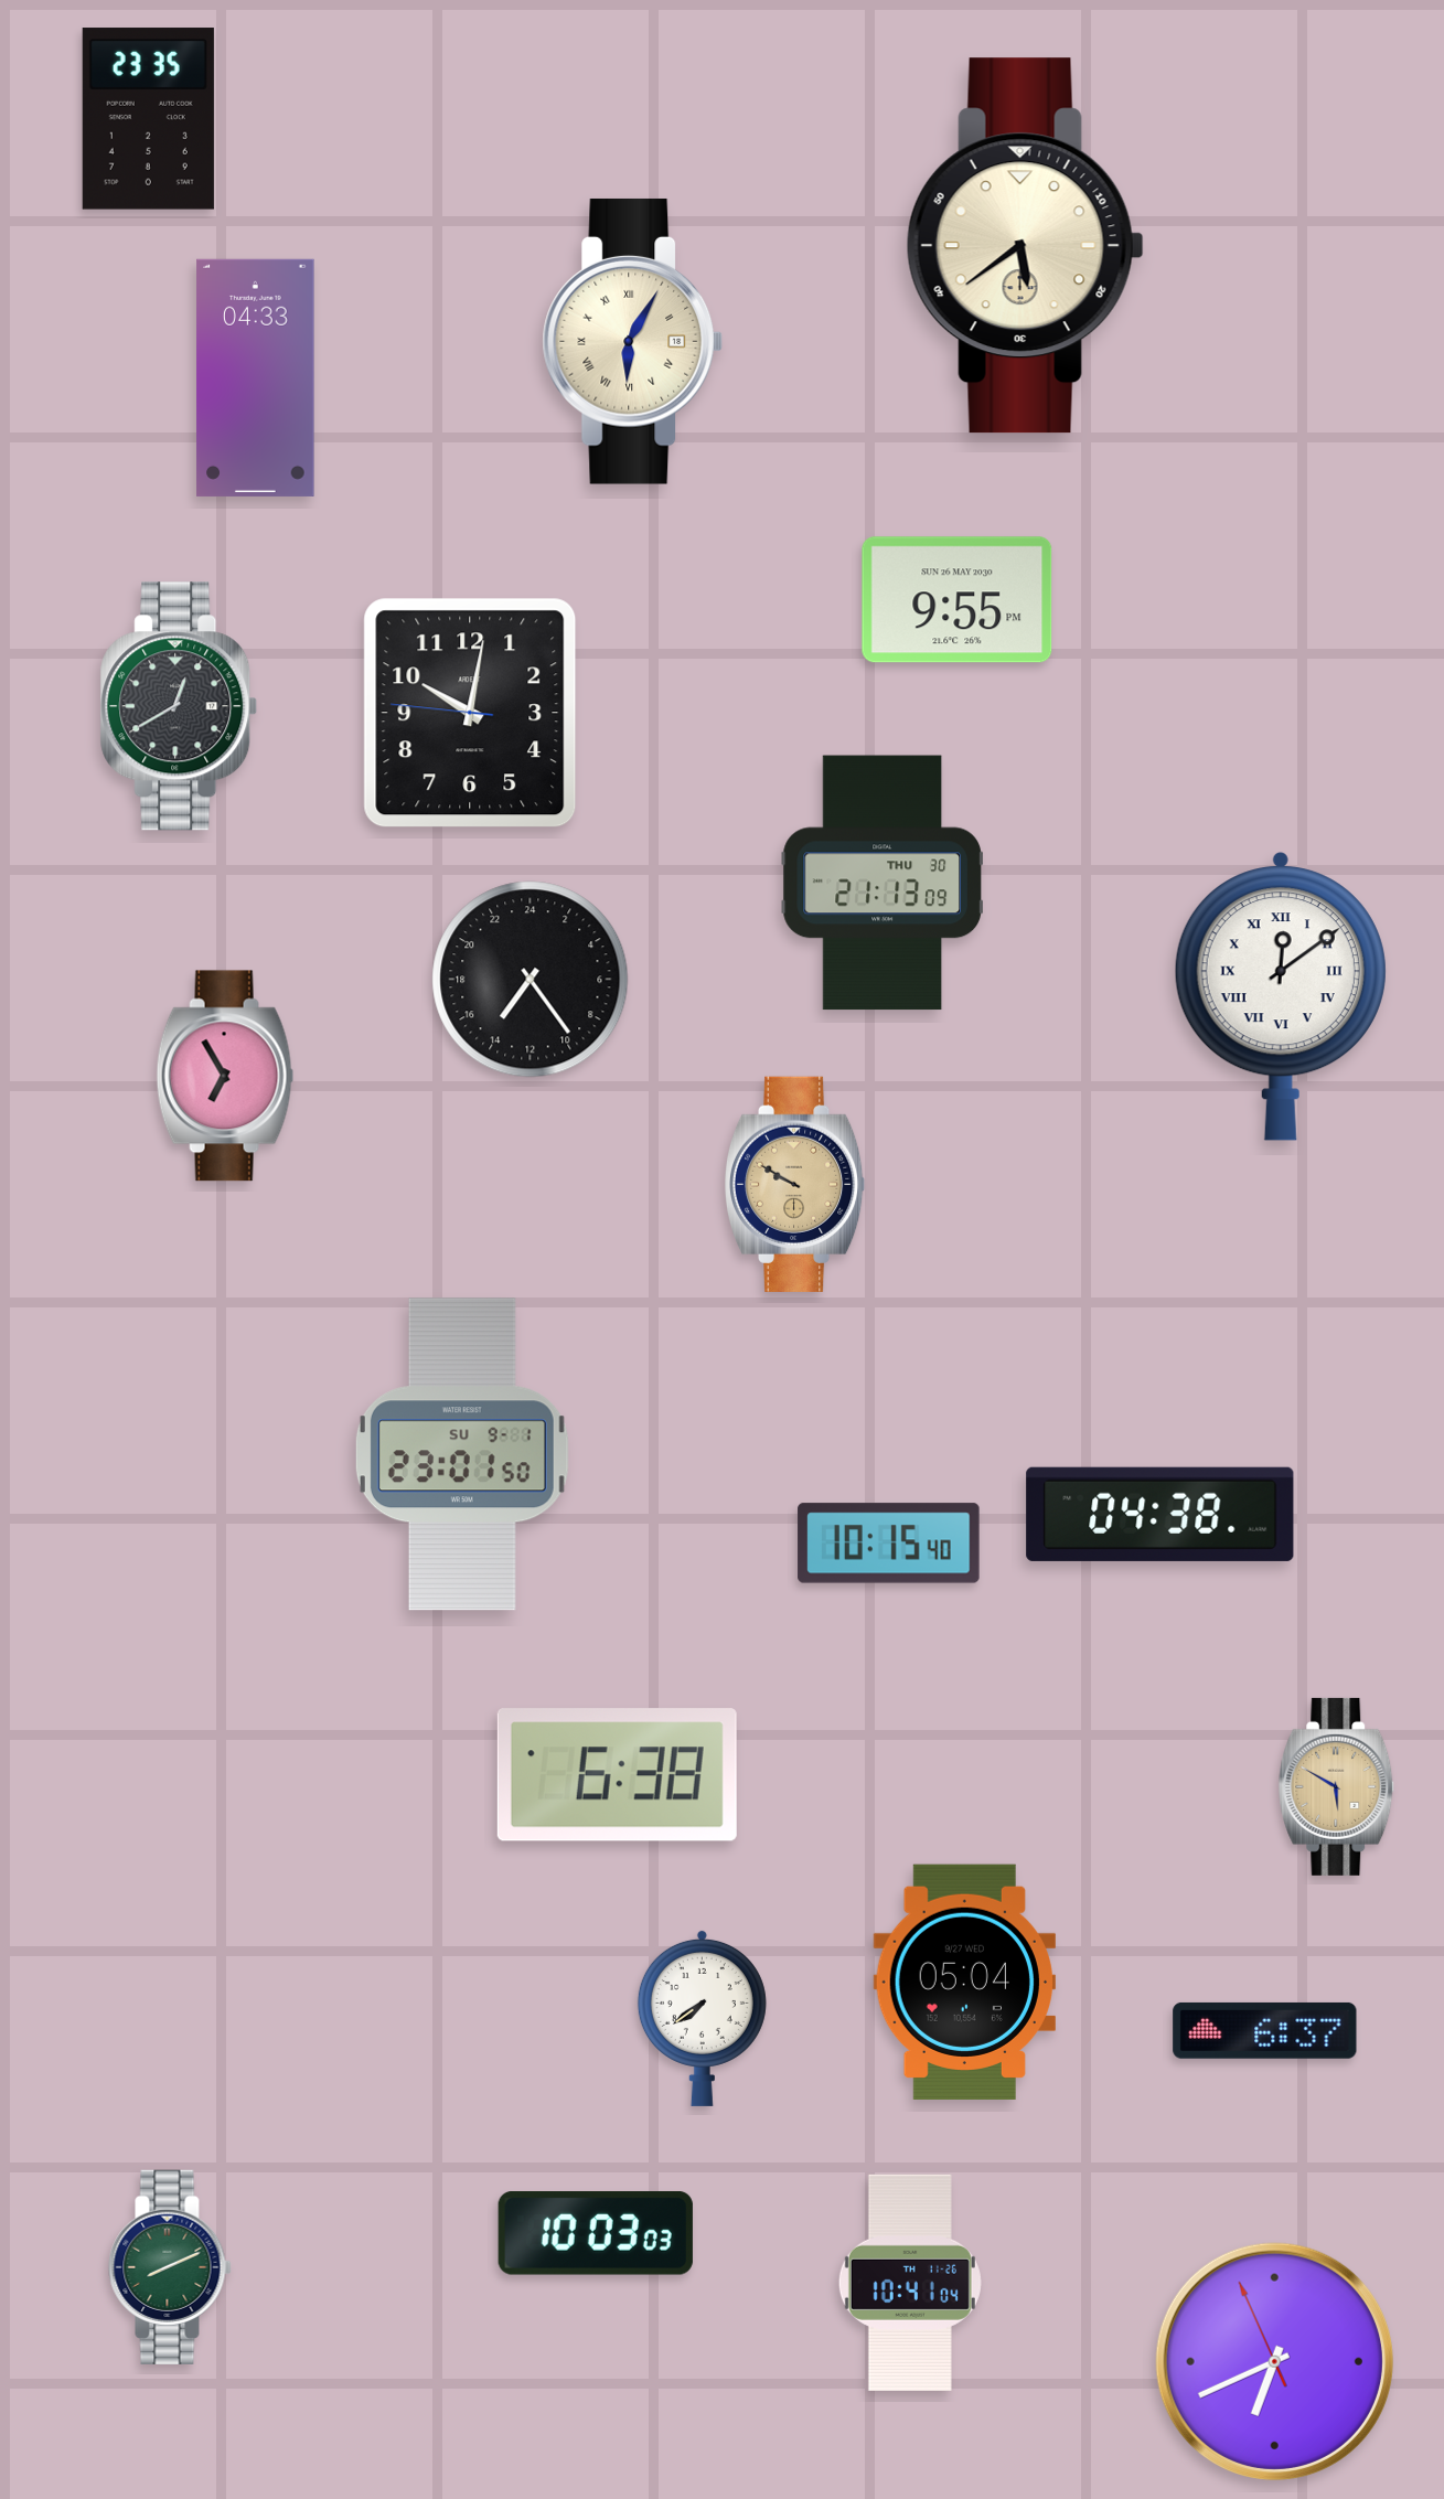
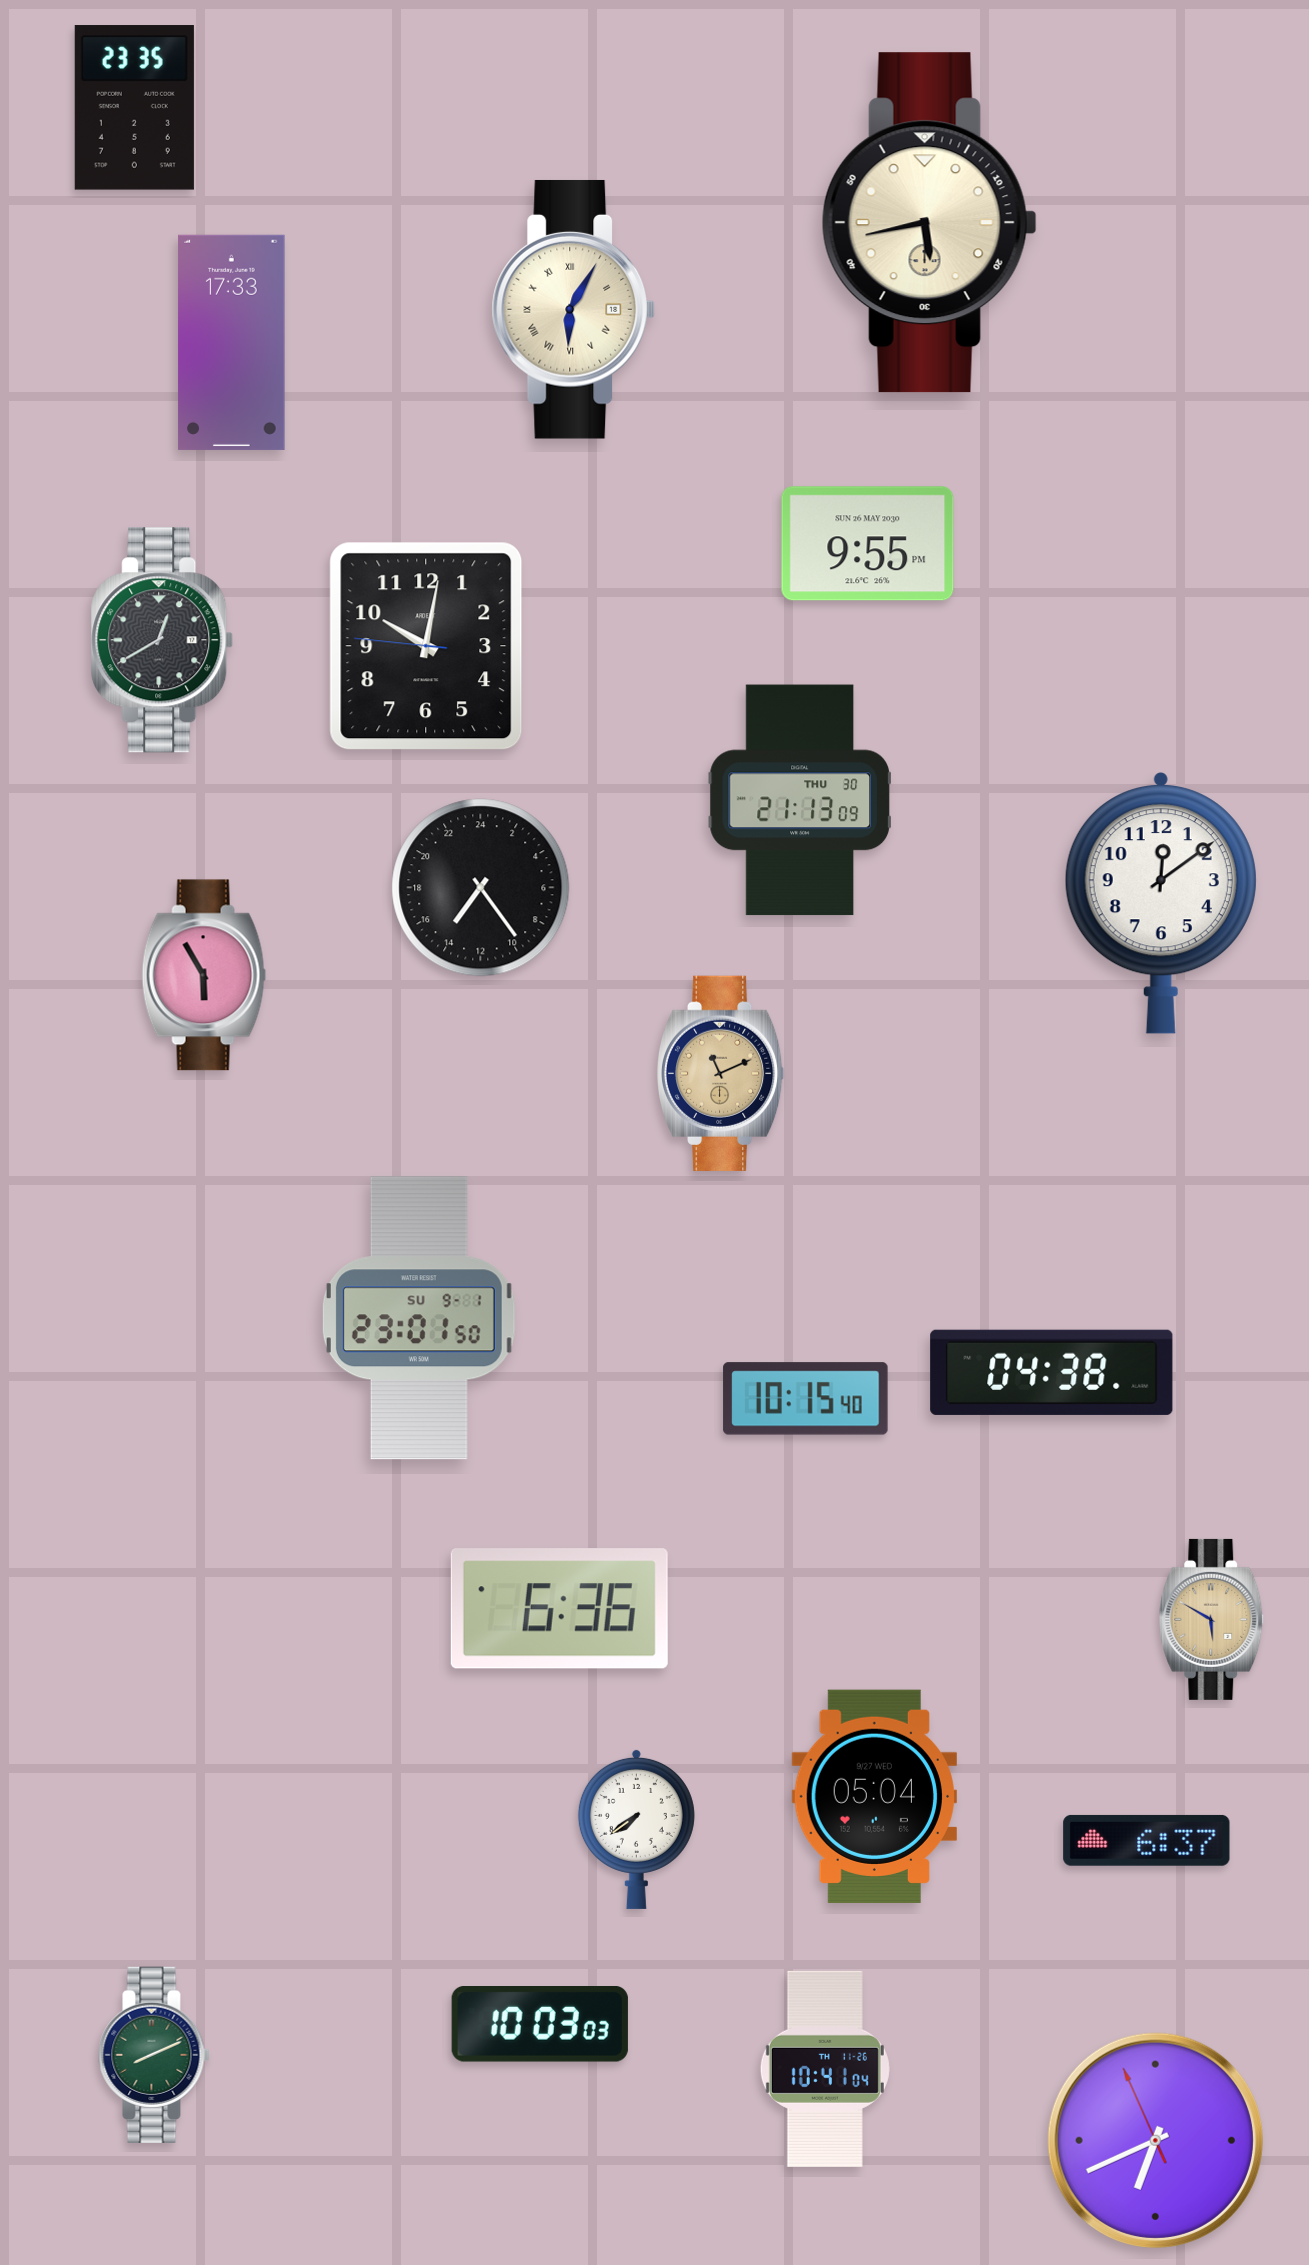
clock at (1025, 246): 5:39 -> 5:43
clock at (256, 377): 04:33 -> 17:33
clock at (1281, 996) numerals: Roman -> Arabic
clock at (225, 1076): 6:55 -> 5:55
clock at (795, 1184): 9:50 -> 11:11
clock at (617, 1775): 6:38 -> 6:36
